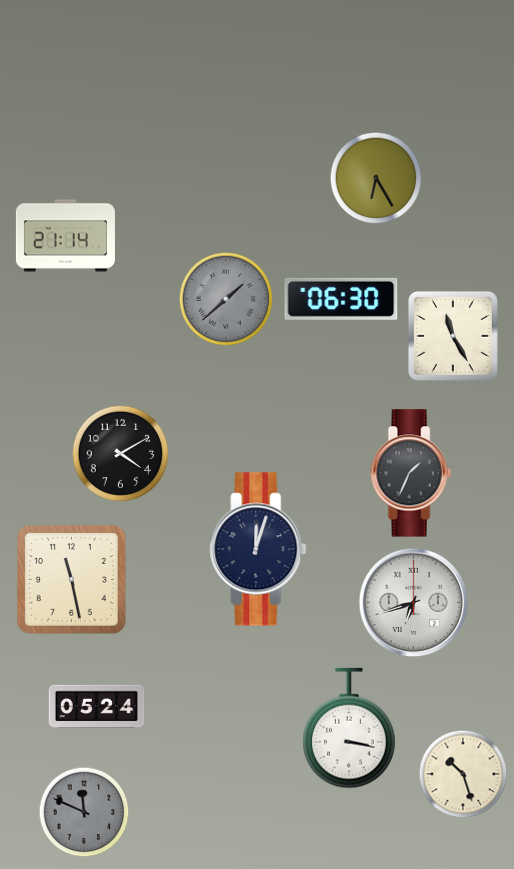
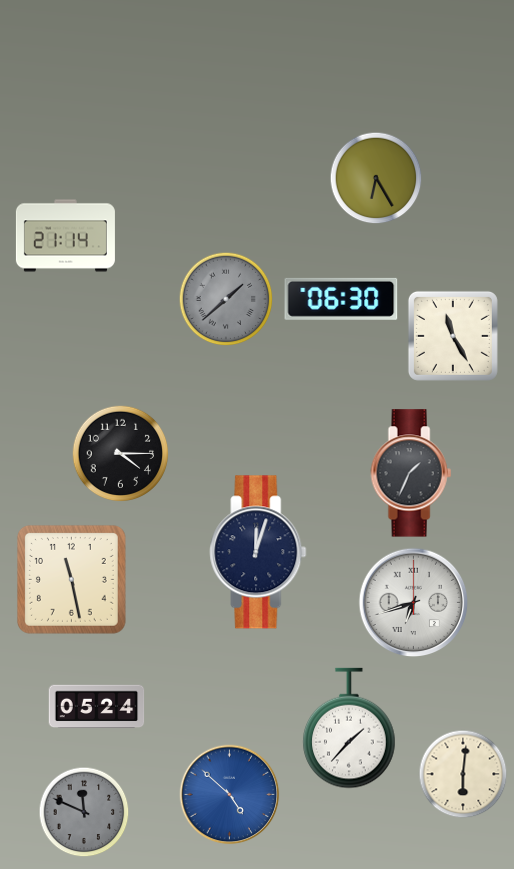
clock at (121, 454): 4:10 -> 4:15
clock at (258, 549) position: (258, 549) -> (258, 552)
clock at (349, 728): 3:17 -> 1:37
clock at (463, 774): 10:27 -> 6:01
clock at (230, 795): none -> 4:52
